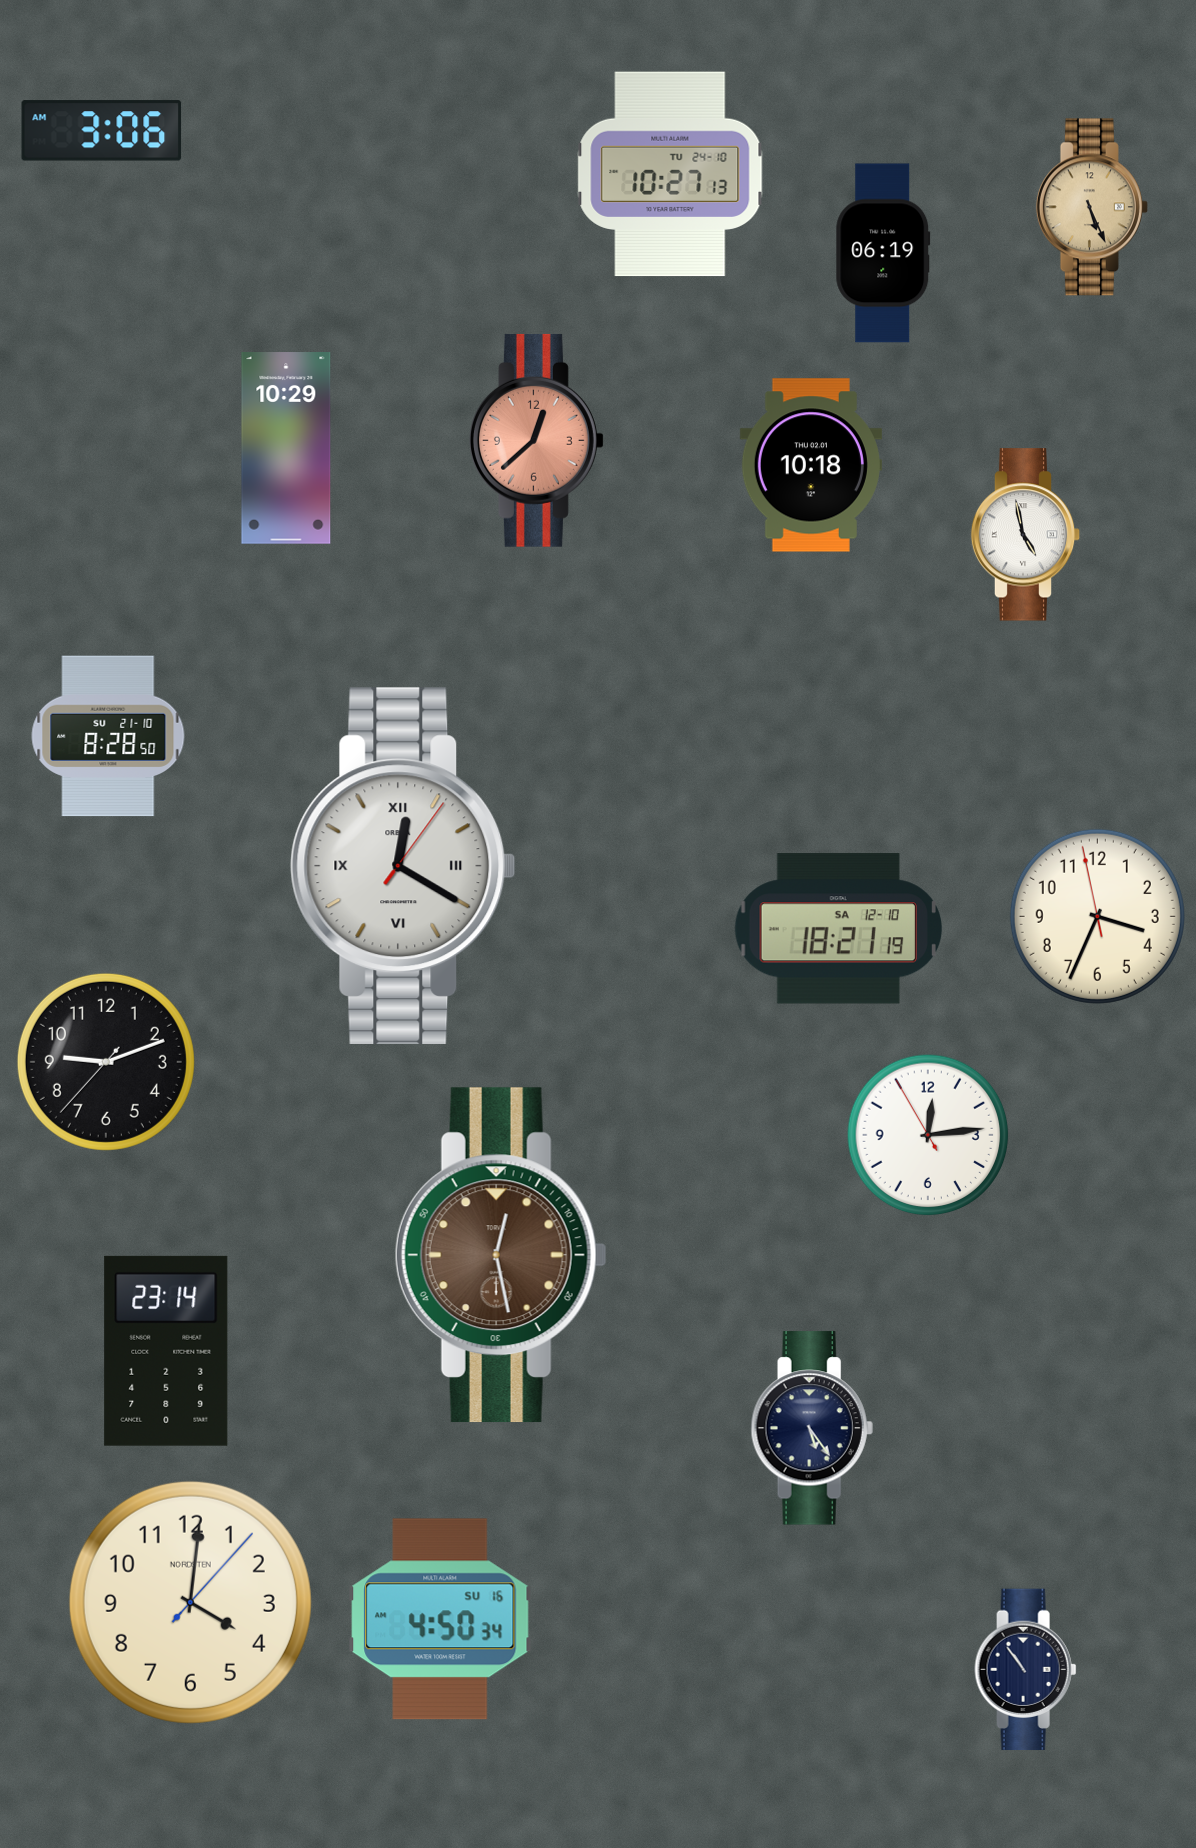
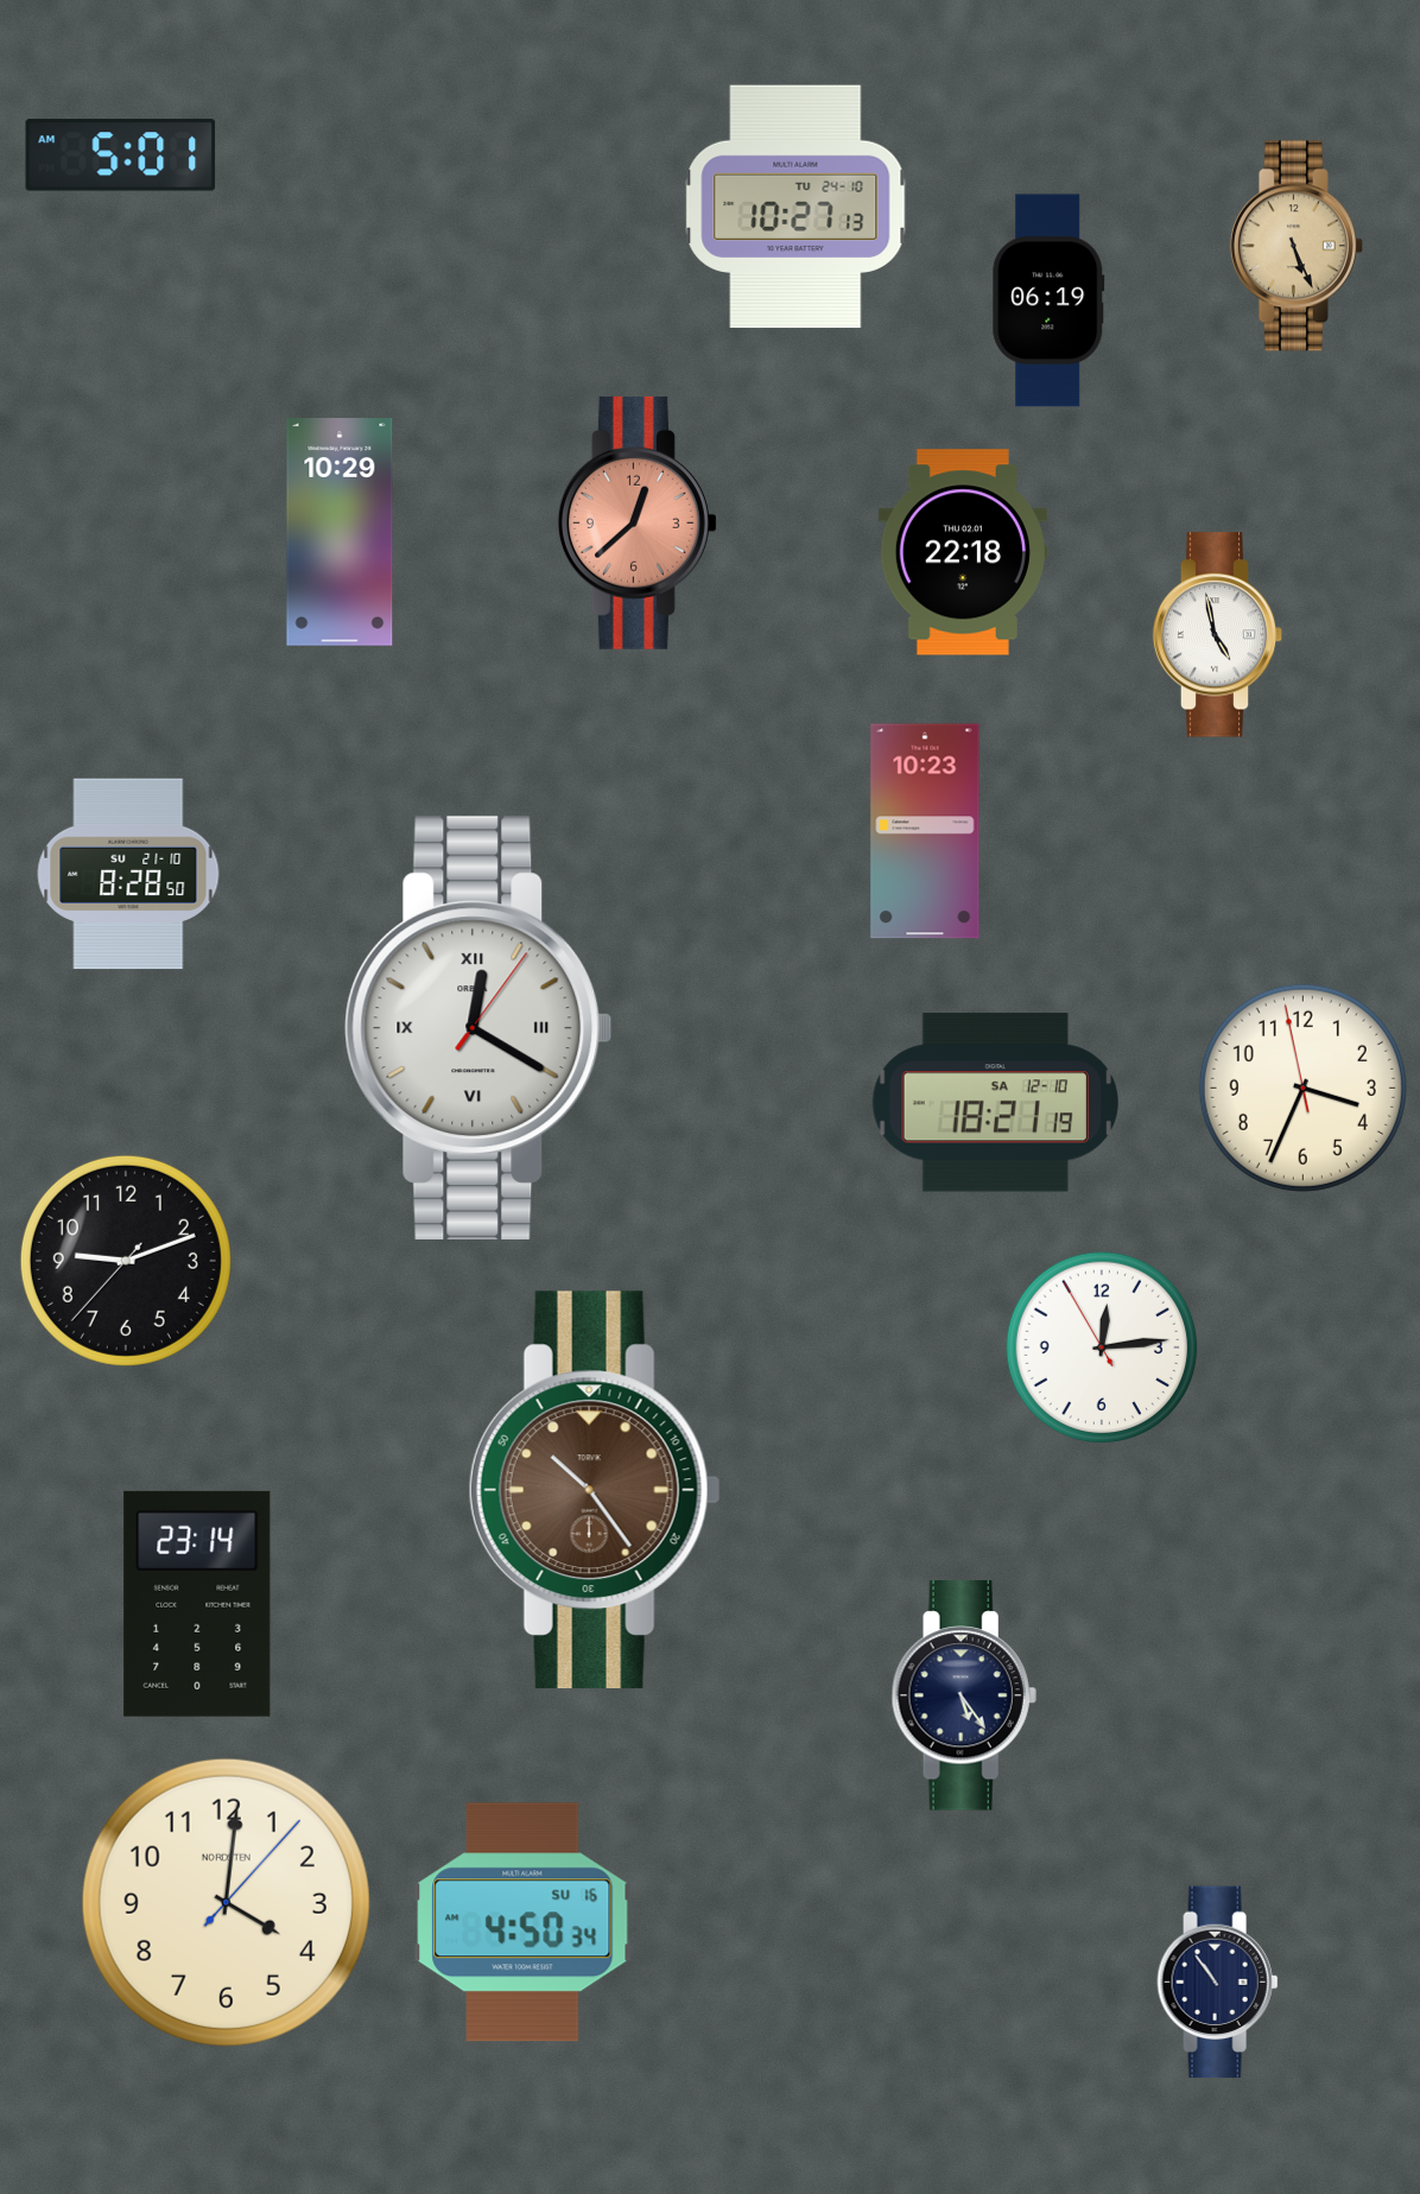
clock at (102, 131): 3:06 -> 5:01
clock at (811, 465): 10:18 -> 22:18
clock at (925, 831): none -> 10:23
clock at (501, 1255): 12:28 -> 10:24
